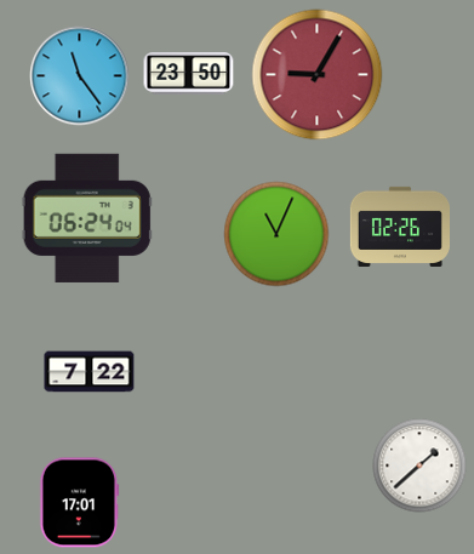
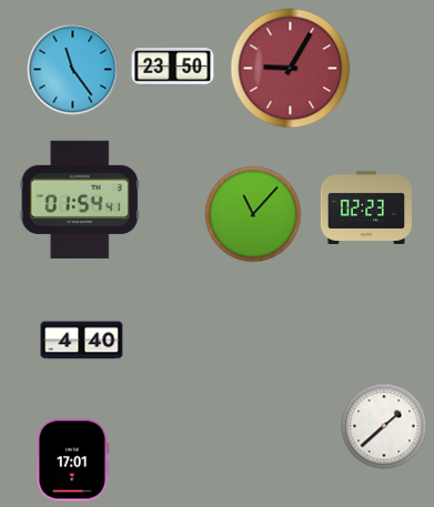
clock at (87, 218): 06:24 -> 01:54
clock at (399, 227): 02:26 -> 02:23
clock at (276, 234): 11:04 -> 11:07
clock at (90, 372): 7:22 -> 4:40
